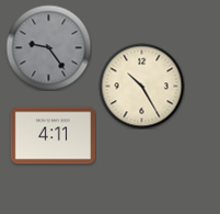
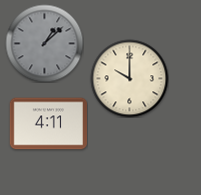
clock at (48, 47): 9:24 -> 1:08
clock at (141, 86): 10:25 -> 10:00
